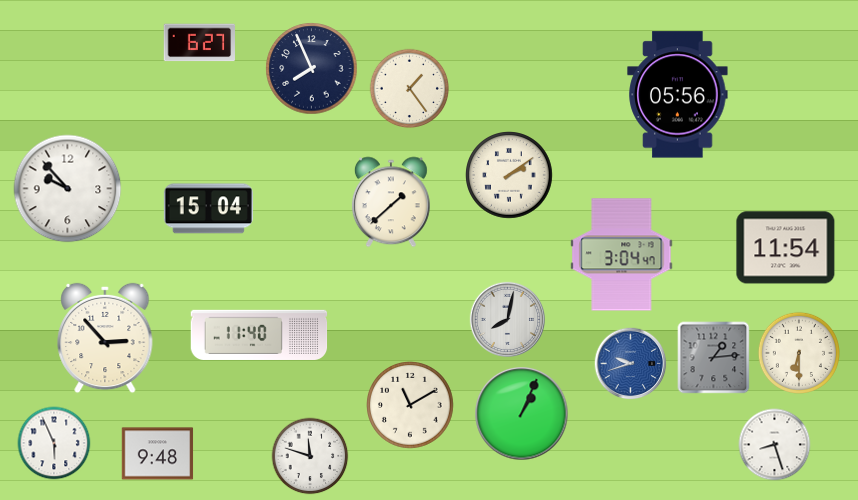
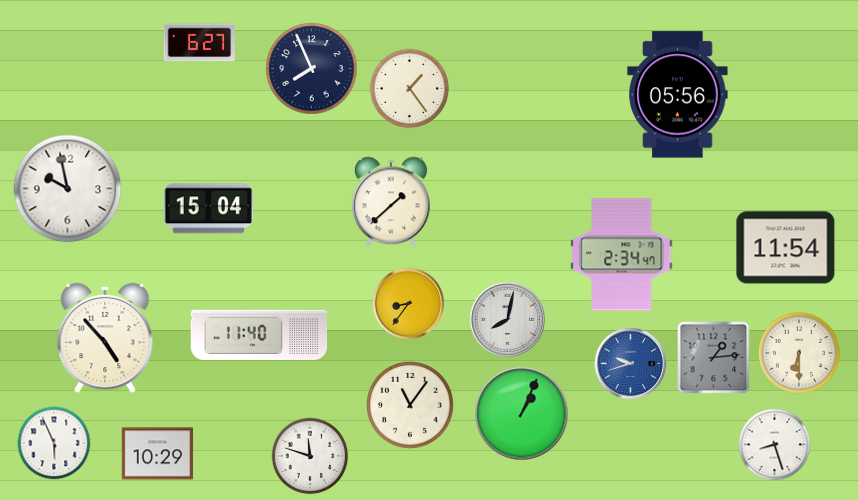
clock at (509, 175): 2:09 -> none
clock at (68, 189): 9:53 -> 9:58
clock at (622, 255): 3:04 -> 2:34
clock at (409, 304): none -> 8:36
clock at (105, 338): 2:53 -> 4:53
clock at (410, 405): 11:10 -> 11:06
clock at (158, 454): 9:48 -> 10:29
